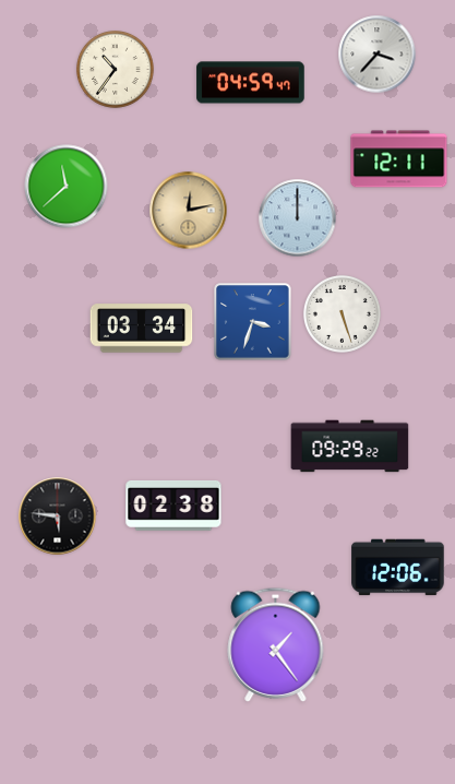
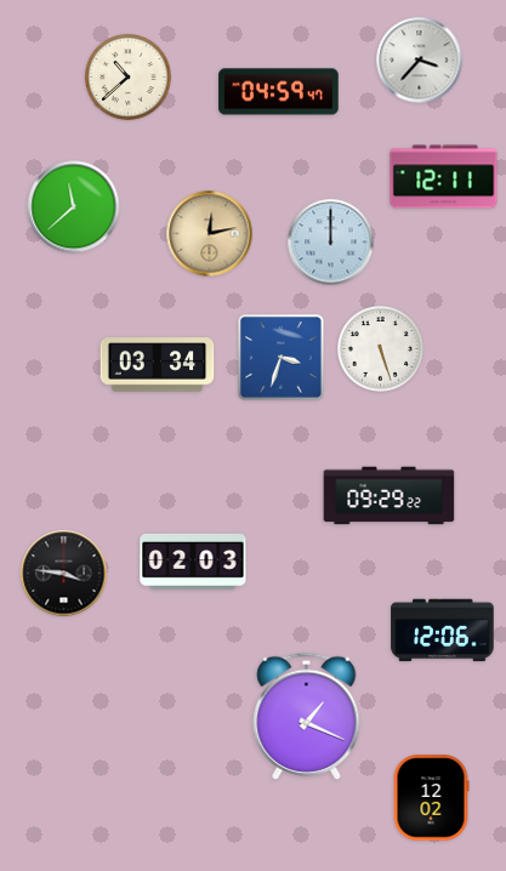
clock at (115, 69): 10:36 -> 10:38
clock at (173, 506): 02:38 -> 02:03
clock at (58, 516): 5:46 -> 3:46
clock at (276, 644): 1:24 -> 1:19
clock at (431, 798): none -> 12:02
